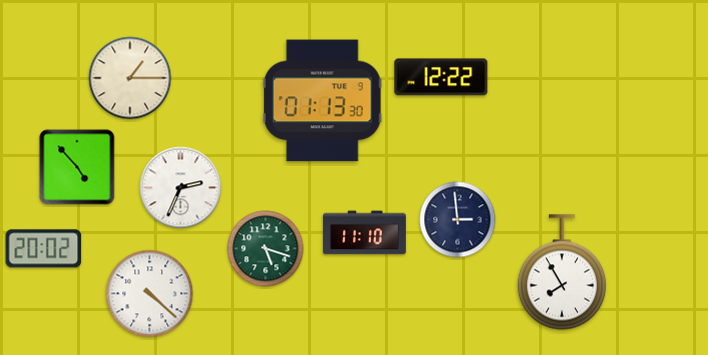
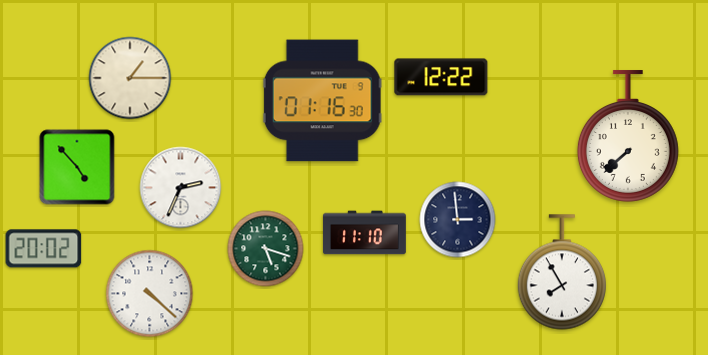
clock at (322, 101): 01:13 -> 01:16
clock at (628, 136): none -> 7:38
